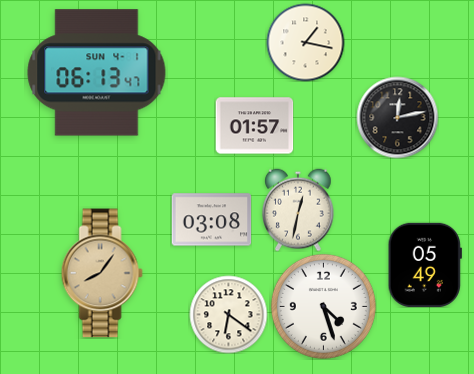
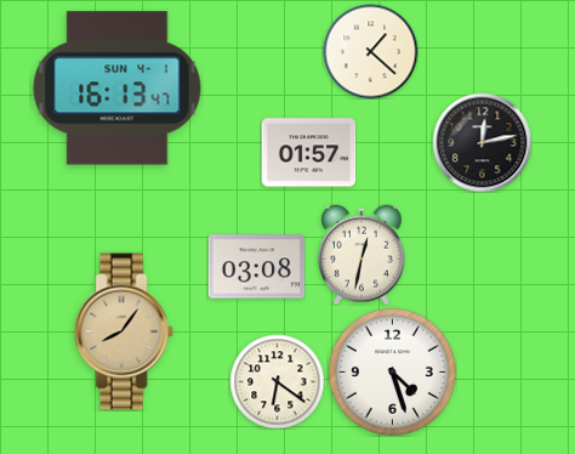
clock at (305, 42): 1:17 -> 1:22
clock at (97, 73): 06:13 -> 16:13
clock at (425, 265): 05:49 -> none
